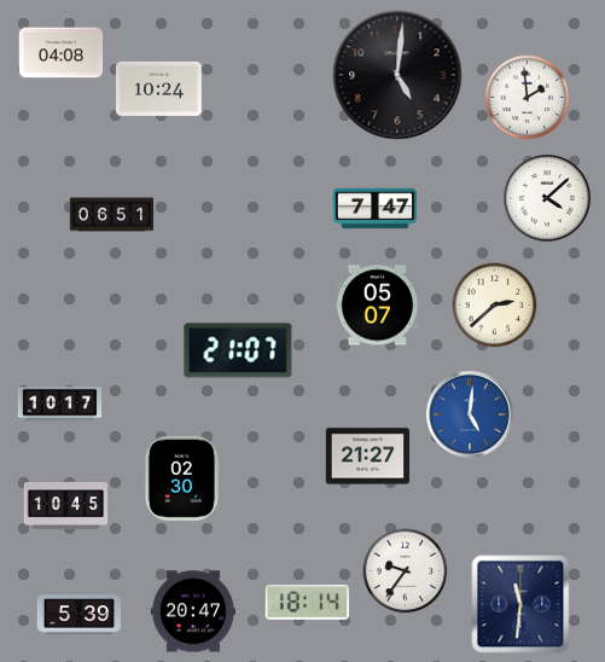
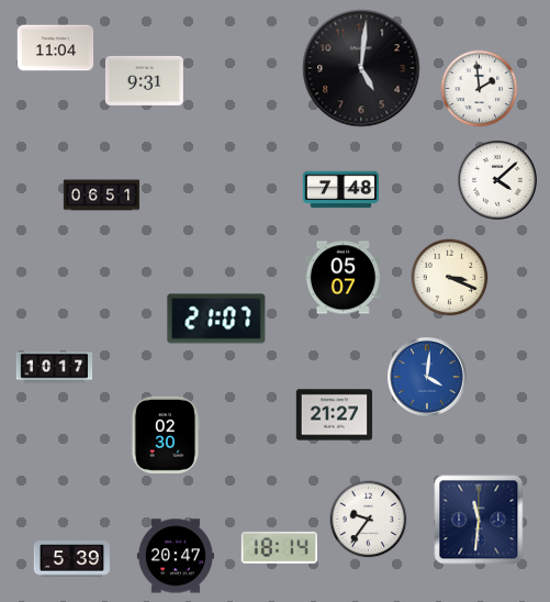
clock at (62, 53): 04:08 -> 11:04
clock at (158, 88): 10:24 -> 9:31
clock at (376, 209): 7:47 -> 7:48
clock at (495, 306): 2:38 -> 3:19
clock at (470, 416): 5:01 -> 4:01
clock at (66, 506): 10:45 -> none
clock at (520, 604) position: (520, 604) -> (479, 520)
